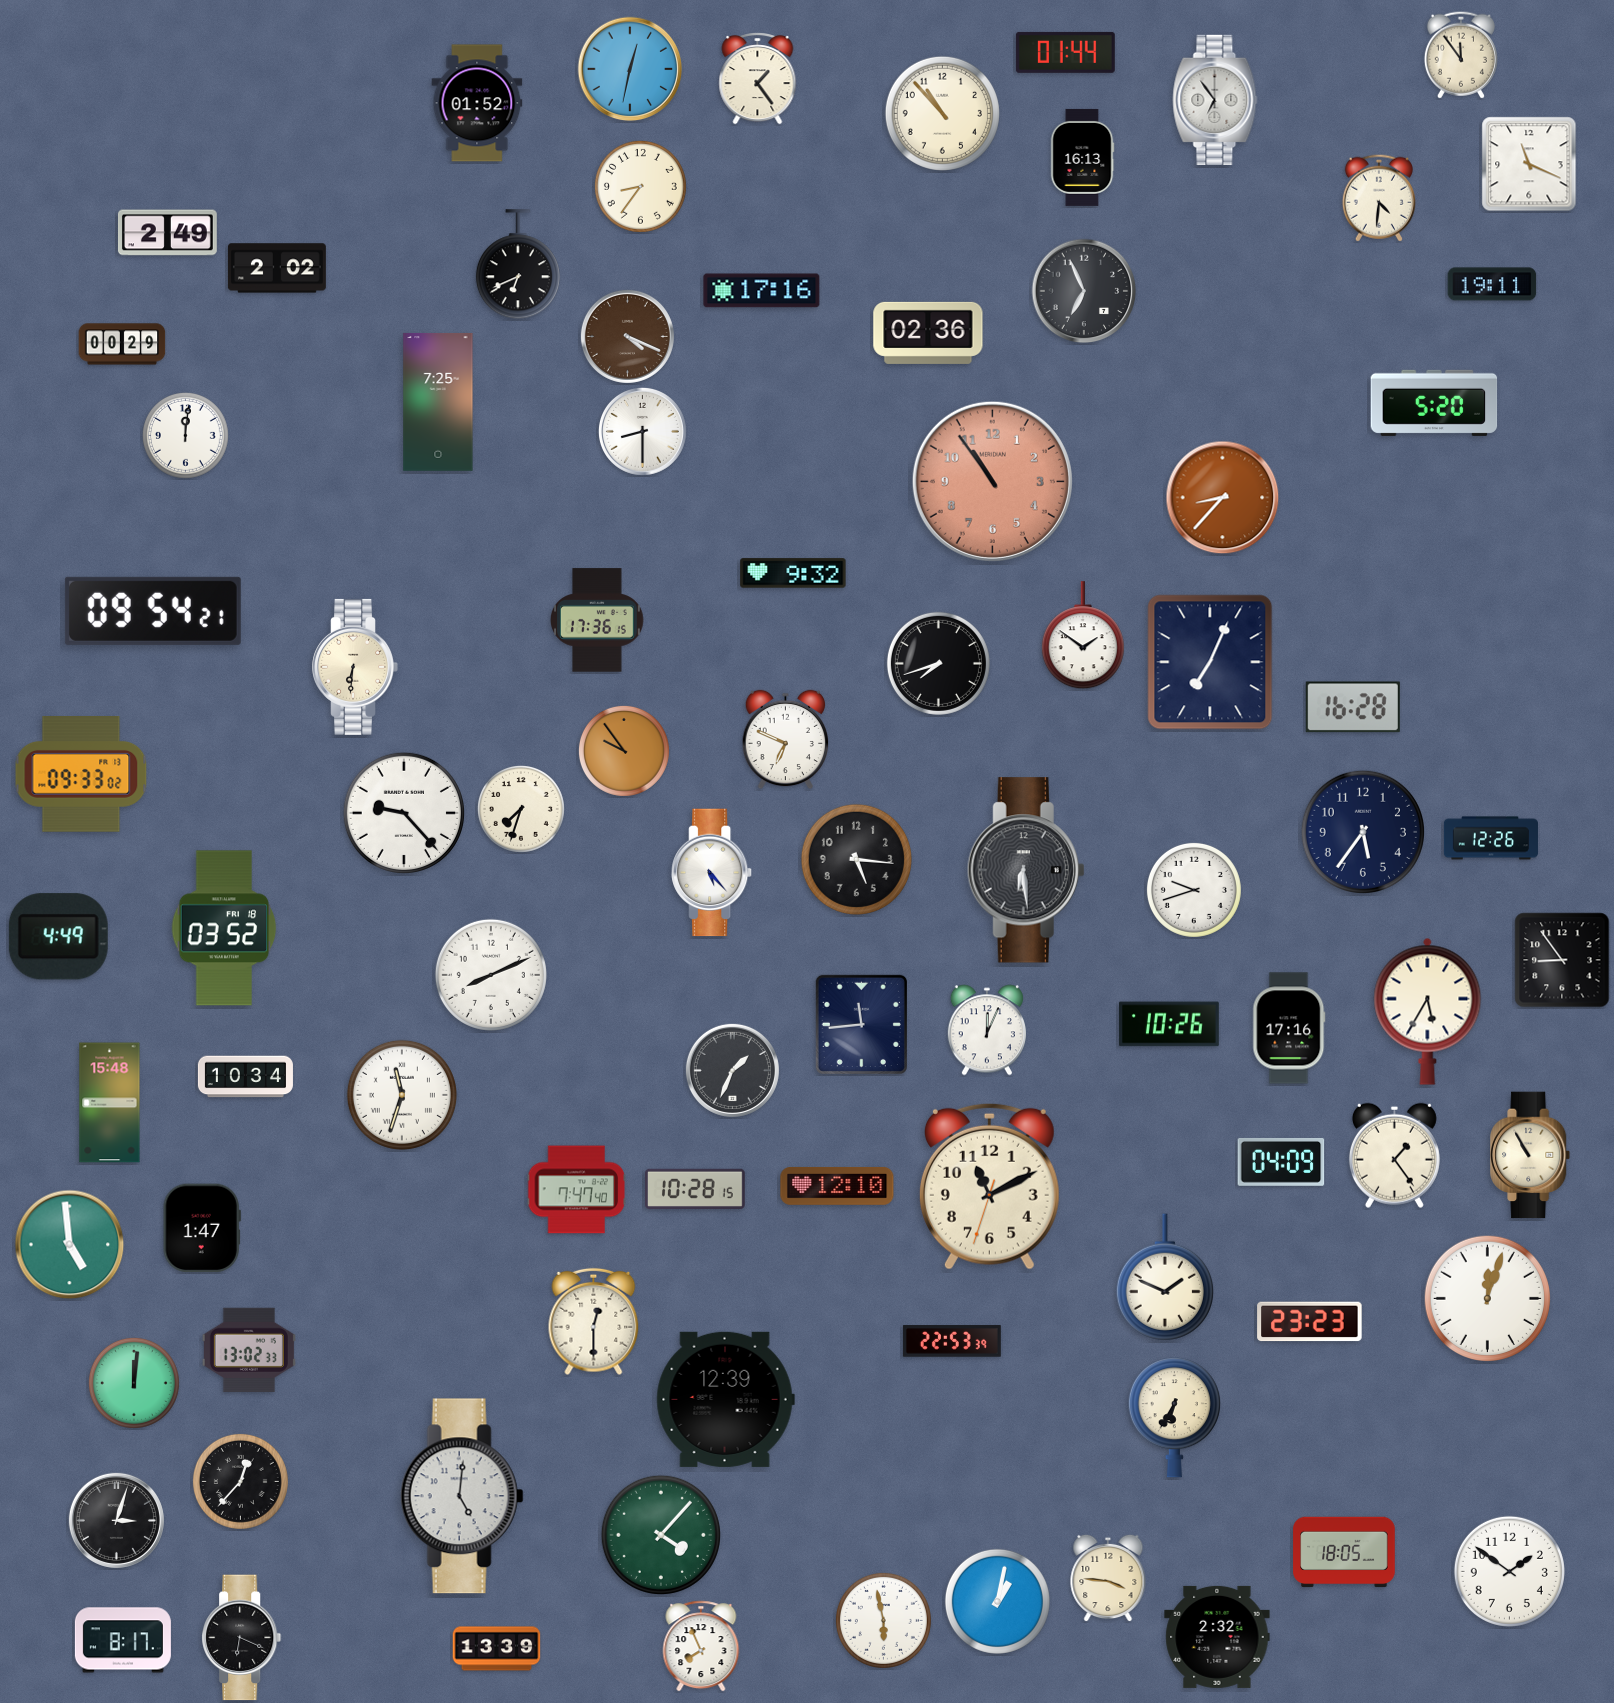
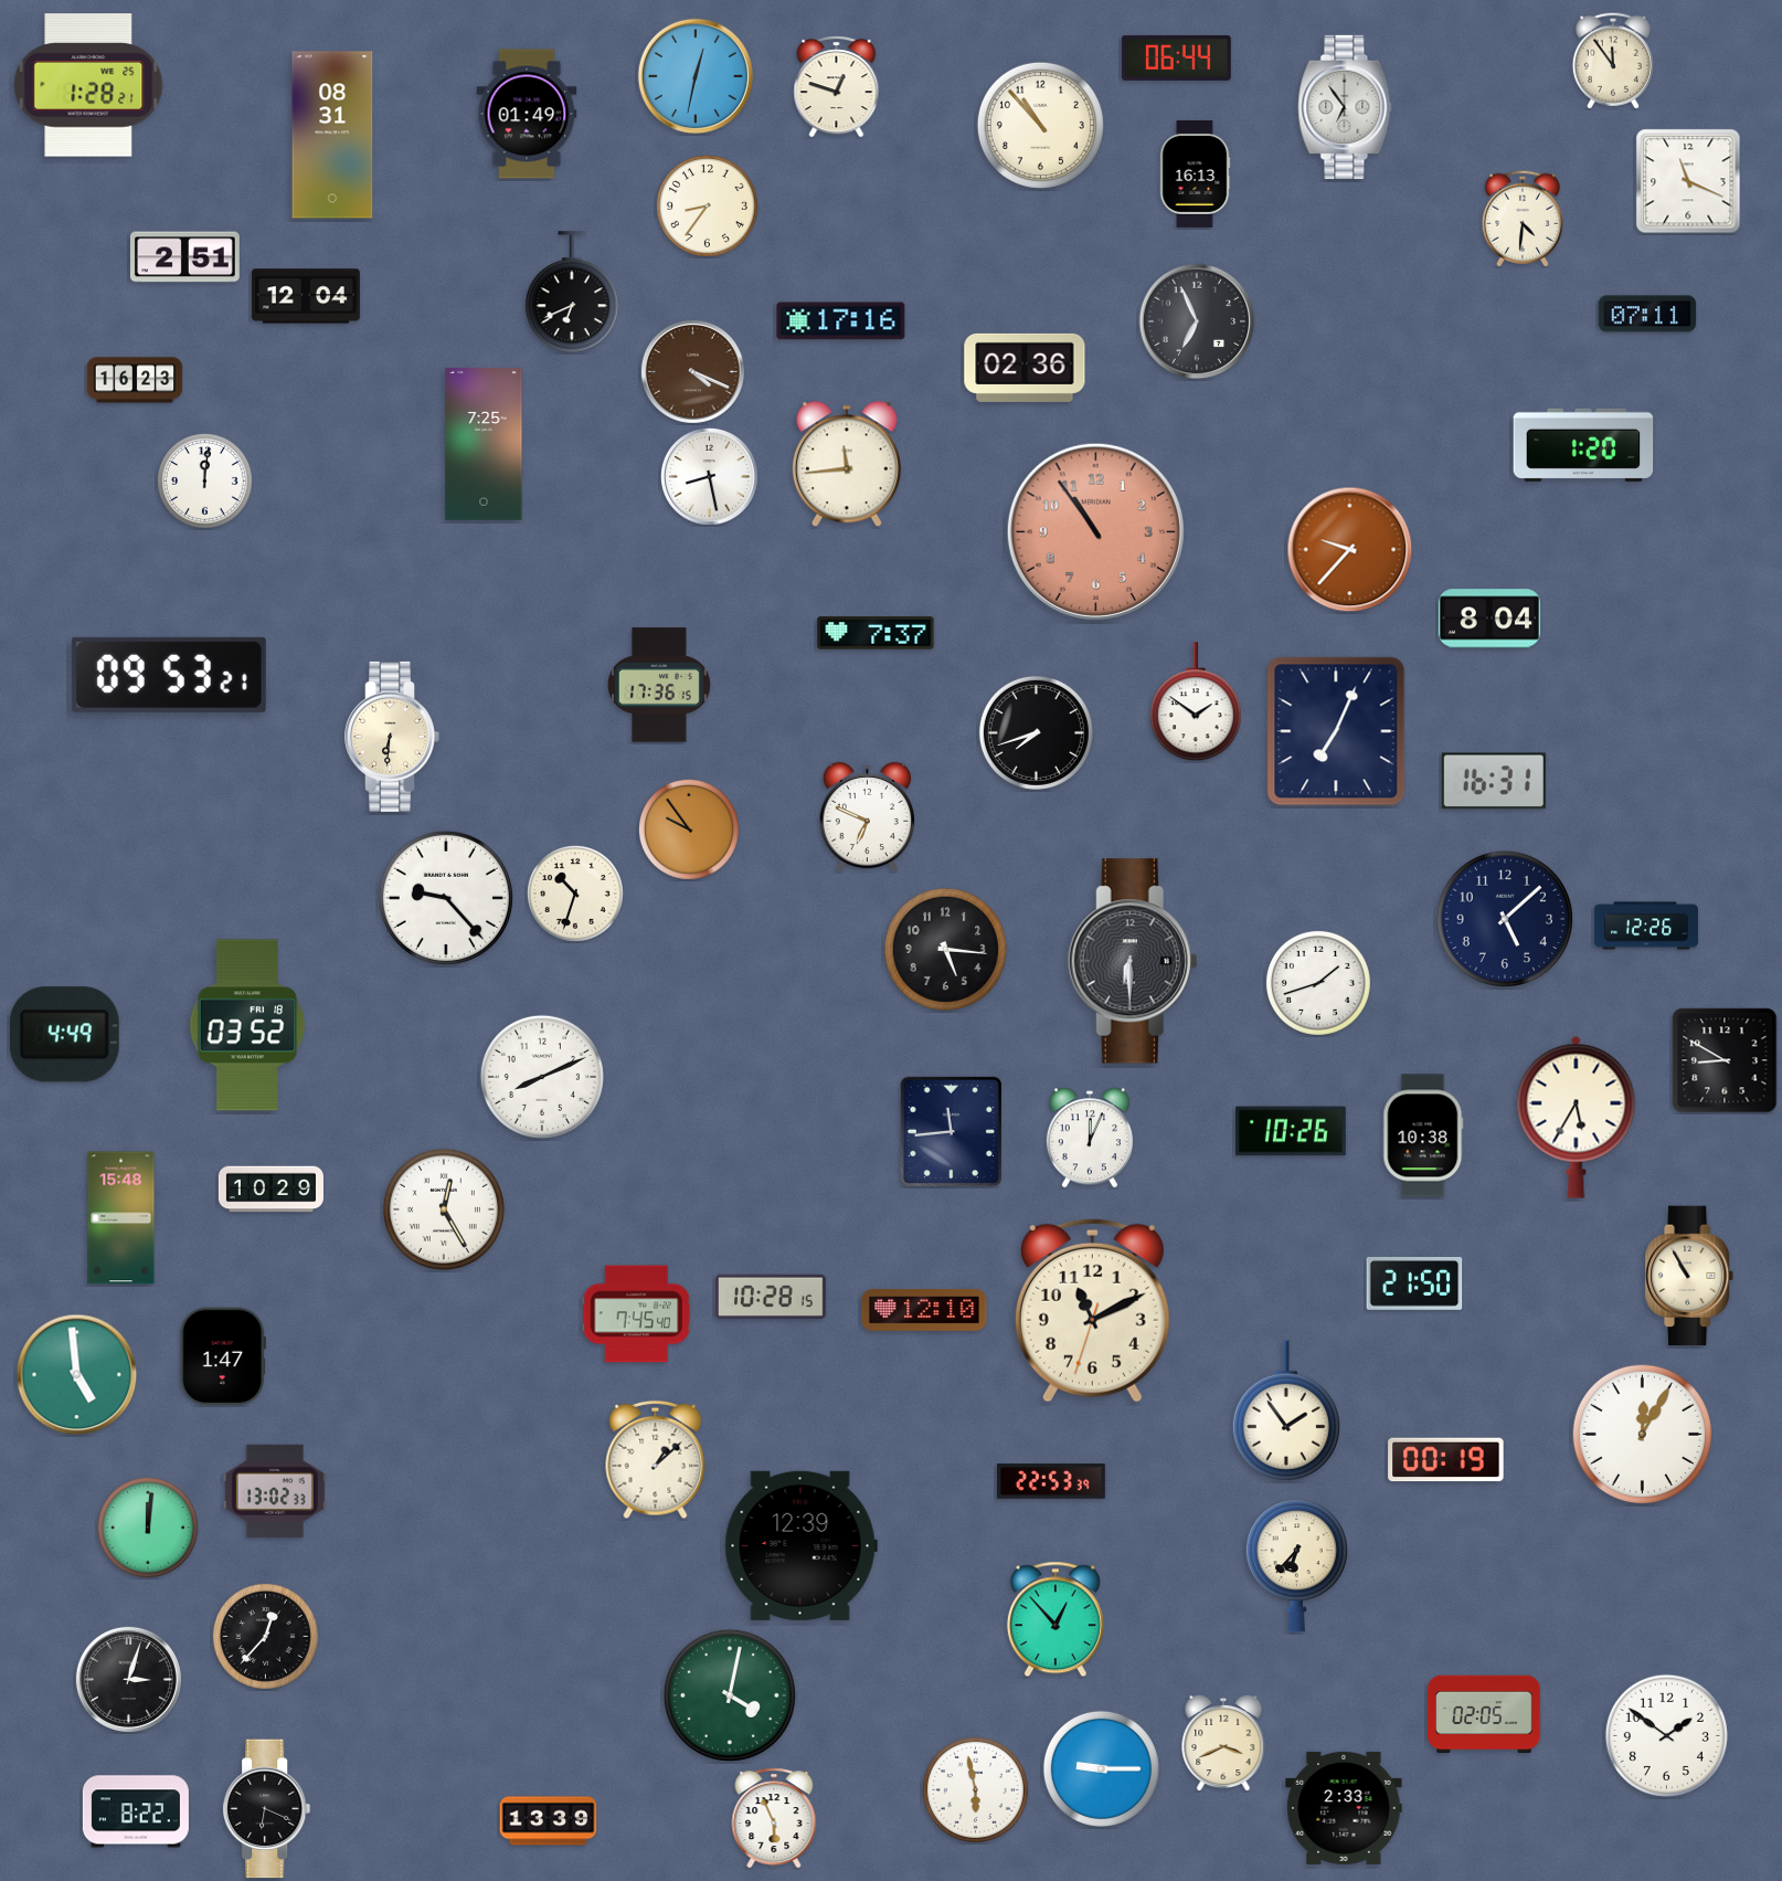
clock at (1065, 52): 01:44 -> 06:44
clock at (88, 85): none -> 1:28
clock at (758, 79): 1:24 -> 12:48
clock at (1215, 100) position: (1215, 100) -> (1345, 107)
clock at (477, 103): 01:52 -> 01:49
clock at (332, 135): none -> 08:31
clock at (167, 233): 2:49 -> 2:51
clock at (277, 268): 2:02 -> 12:04
clock at (1492, 284): 19:11 -> 07:11
clock at (122, 344): 00:29 -> 16:23
clock at (1434, 403): 5:20 -> 1:20
clock at (847, 464): none -> 11:44
clock at (642, 431): 8:30 -> 8:28
clock at (1223, 498): 8:37 -> 9:37
clock at (1488, 619): none -> 8:04
clock at (793, 573): 9:32 -> 7:37
clock at (153, 611): 09:54 -> 09:53
clock at (1353, 707): 16:28 -> 16:31
clock at (81, 775): 09:33 -> none
clock at (521, 809): 7:33 -> 10:33
clock at (1363, 832): 5:36 -> 5:08
clock at (1026, 870): 6:29 -> 6:30
clock at (712, 873): 5:23 -> none
clock at (1194, 890): 9:42 -> 1:42
clock at (1562, 960): 8:54 -> 8:50
clock at (1289, 1028): 17:16 -> 10:38
clock at (732, 1070): 1:34 -> none
clock at (245, 1077): 10:34 -> 10:29
clock at (402, 1095): 11:33 -> 12:25
clock at (1394, 1155): 1:24 -> none
clock at (1281, 1162): 04:09 -> 21:50
clock at (696, 1188) position: (696, 1188) -> (772, 1296)
clock at (577, 1190): 7:47 -> 7:45
clock at (1165, 1277): 1:49 -> 1:54
clock at (1487, 1298): 12:03 -> 12:05
clock at (594, 1322): 12:30 -> 1:08
clock at (1310, 1322): 23:23 -> 00:19
clock at (1174, 1418): 6:35 -> 6:37
clock at (1056, 1619): none -> 12:53
clock at (462, 1496): 5:01 -> none
clock at (661, 1535): 4:07 -> 4:02
clock at (1344, 1552): 18:05 -> 02:05
clock at (1108, 1578): 3:46 -> 3:41
clock at (997, 1601): 1:02 -> 9:15
clock at (1217, 1637): 2:32 -> 2:33
clock at (123, 1640): 8:17 -> 8:22
clock at (701, 1646): 7:56 -> 5:56
